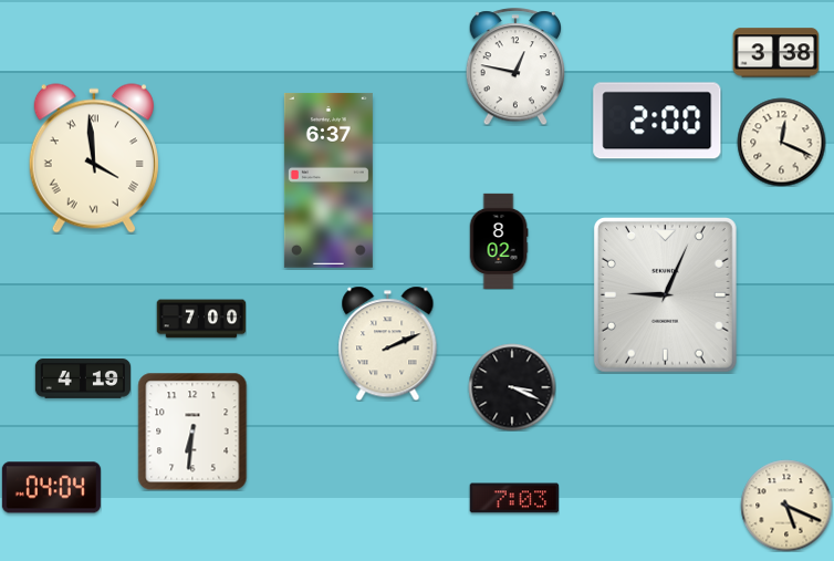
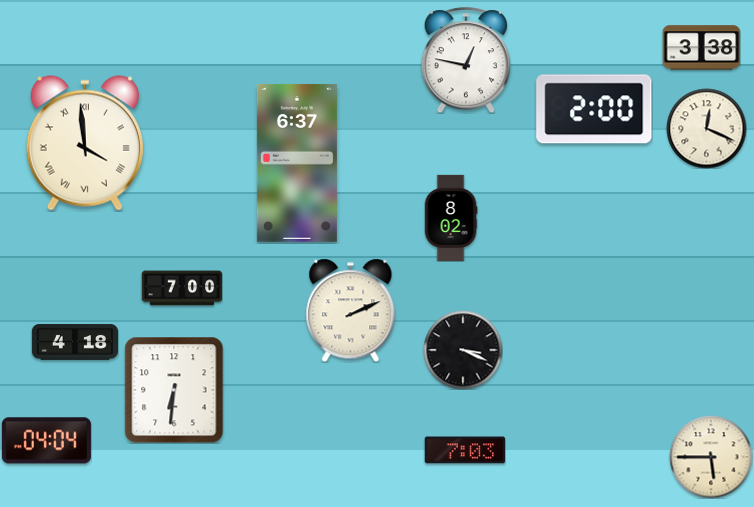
clock at (665, 294): 9:04 -> none
clock at (82, 378): 4:19 -> 4:18
clock at (786, 506): 5:19 -> 5:45
